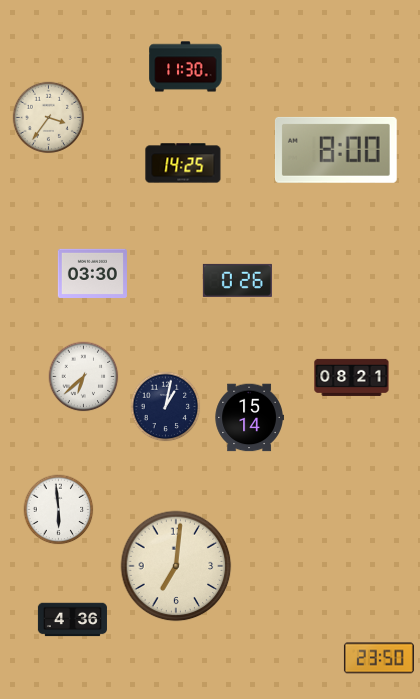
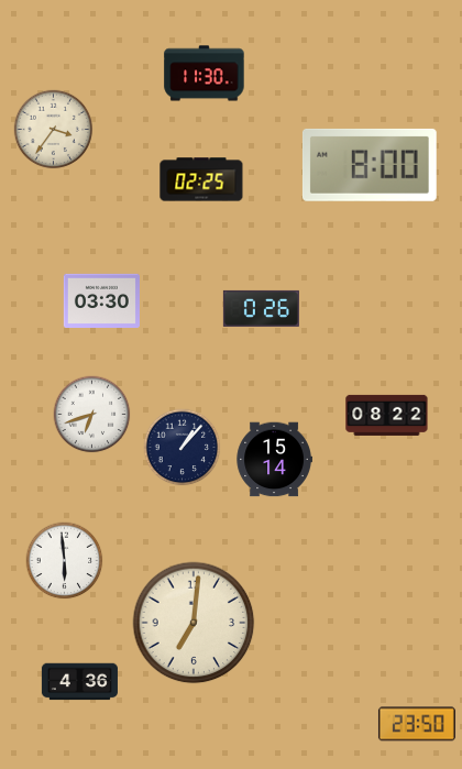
clock at (183, 163): 14:25 -> 02:25
clock at (84, 377): 6:38 -> 6:42
clock at (352, 377): 08:21 -> 08:22
clock at (166, 407): 1:02 -> 1:07
